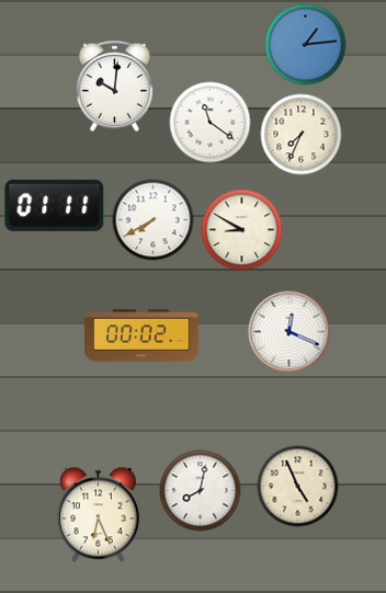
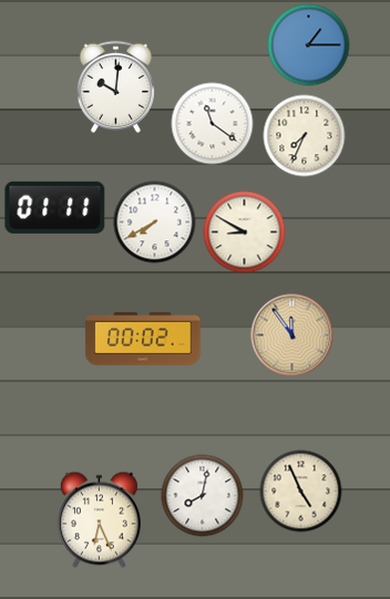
clock at (306, 45): 1:14 -> 1:15
clock at (289, 332): 12:19 -> 11:54
clock at (289, 332) dial: white -> champagne
